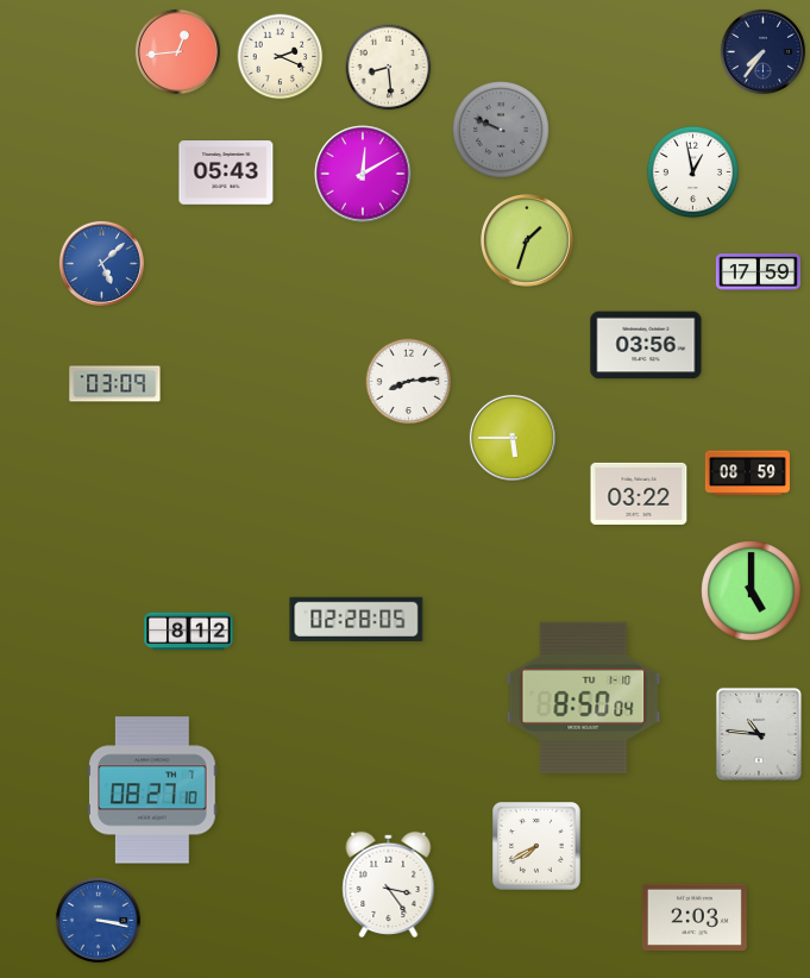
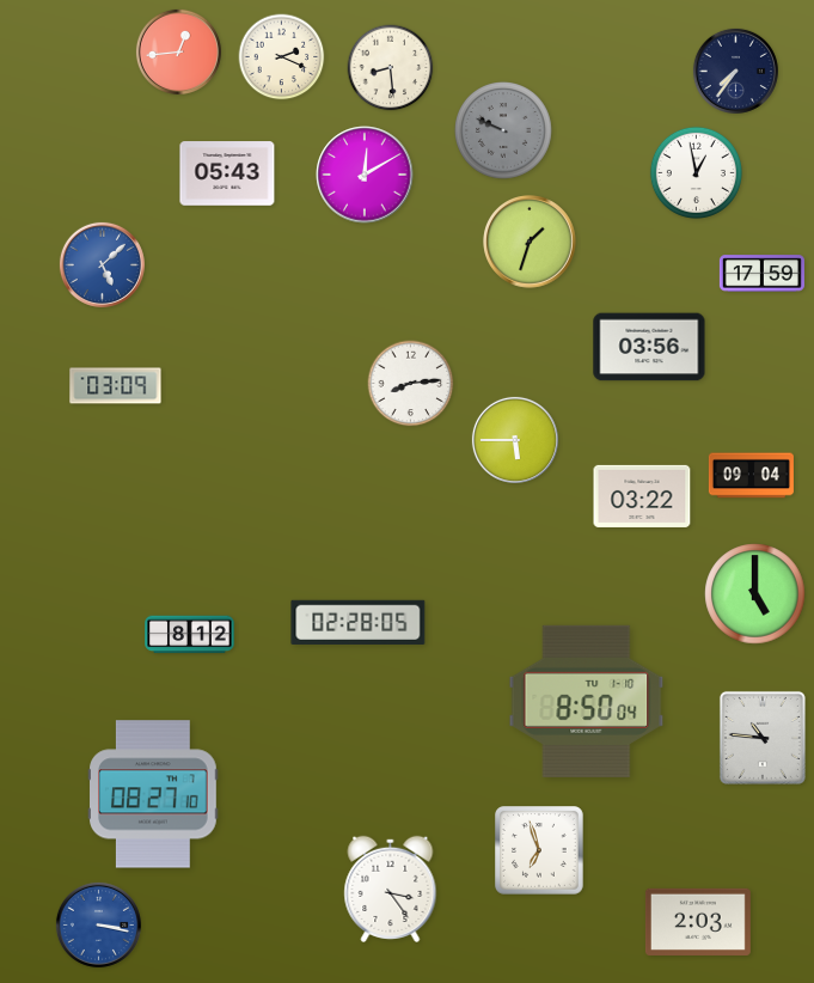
clock at (762, 51) position: (762, 51) -> (735, 71)
clock at (747, 474): 08:59 -> 09:04
clock at (538, 847): 7:40 -> 6:57
